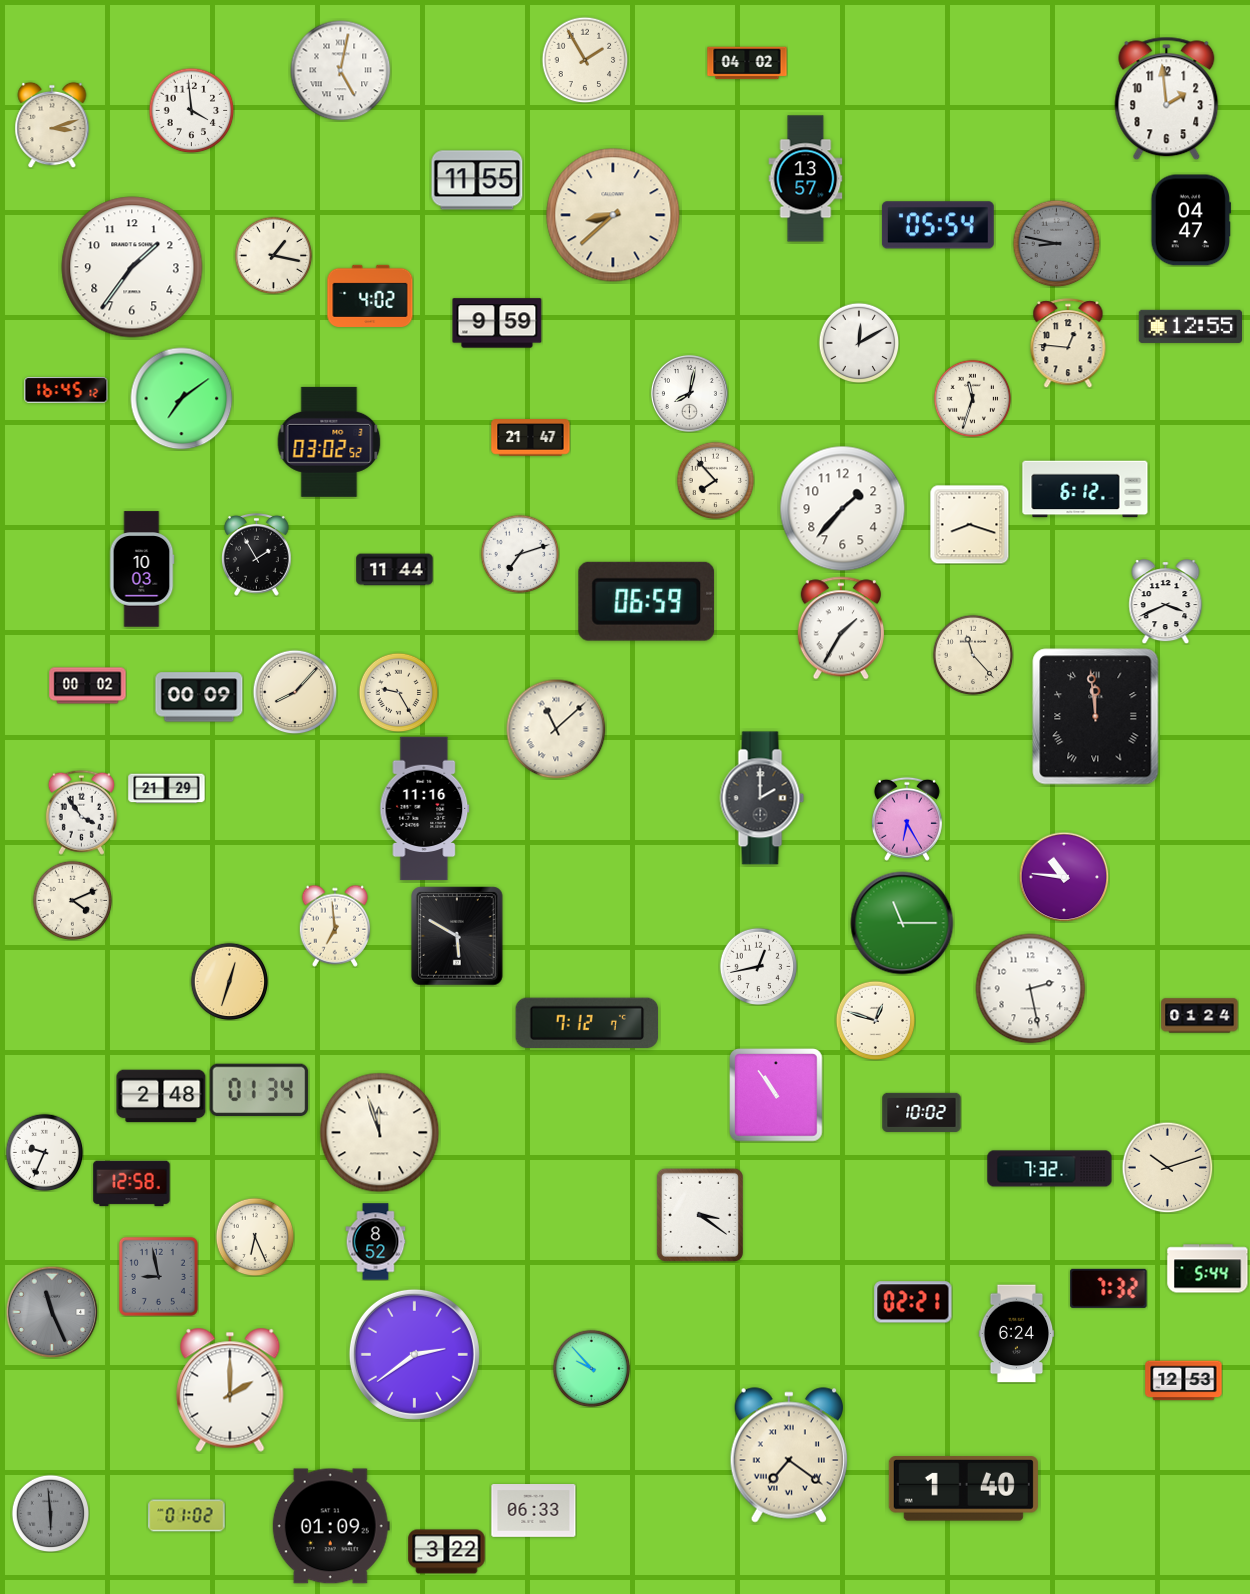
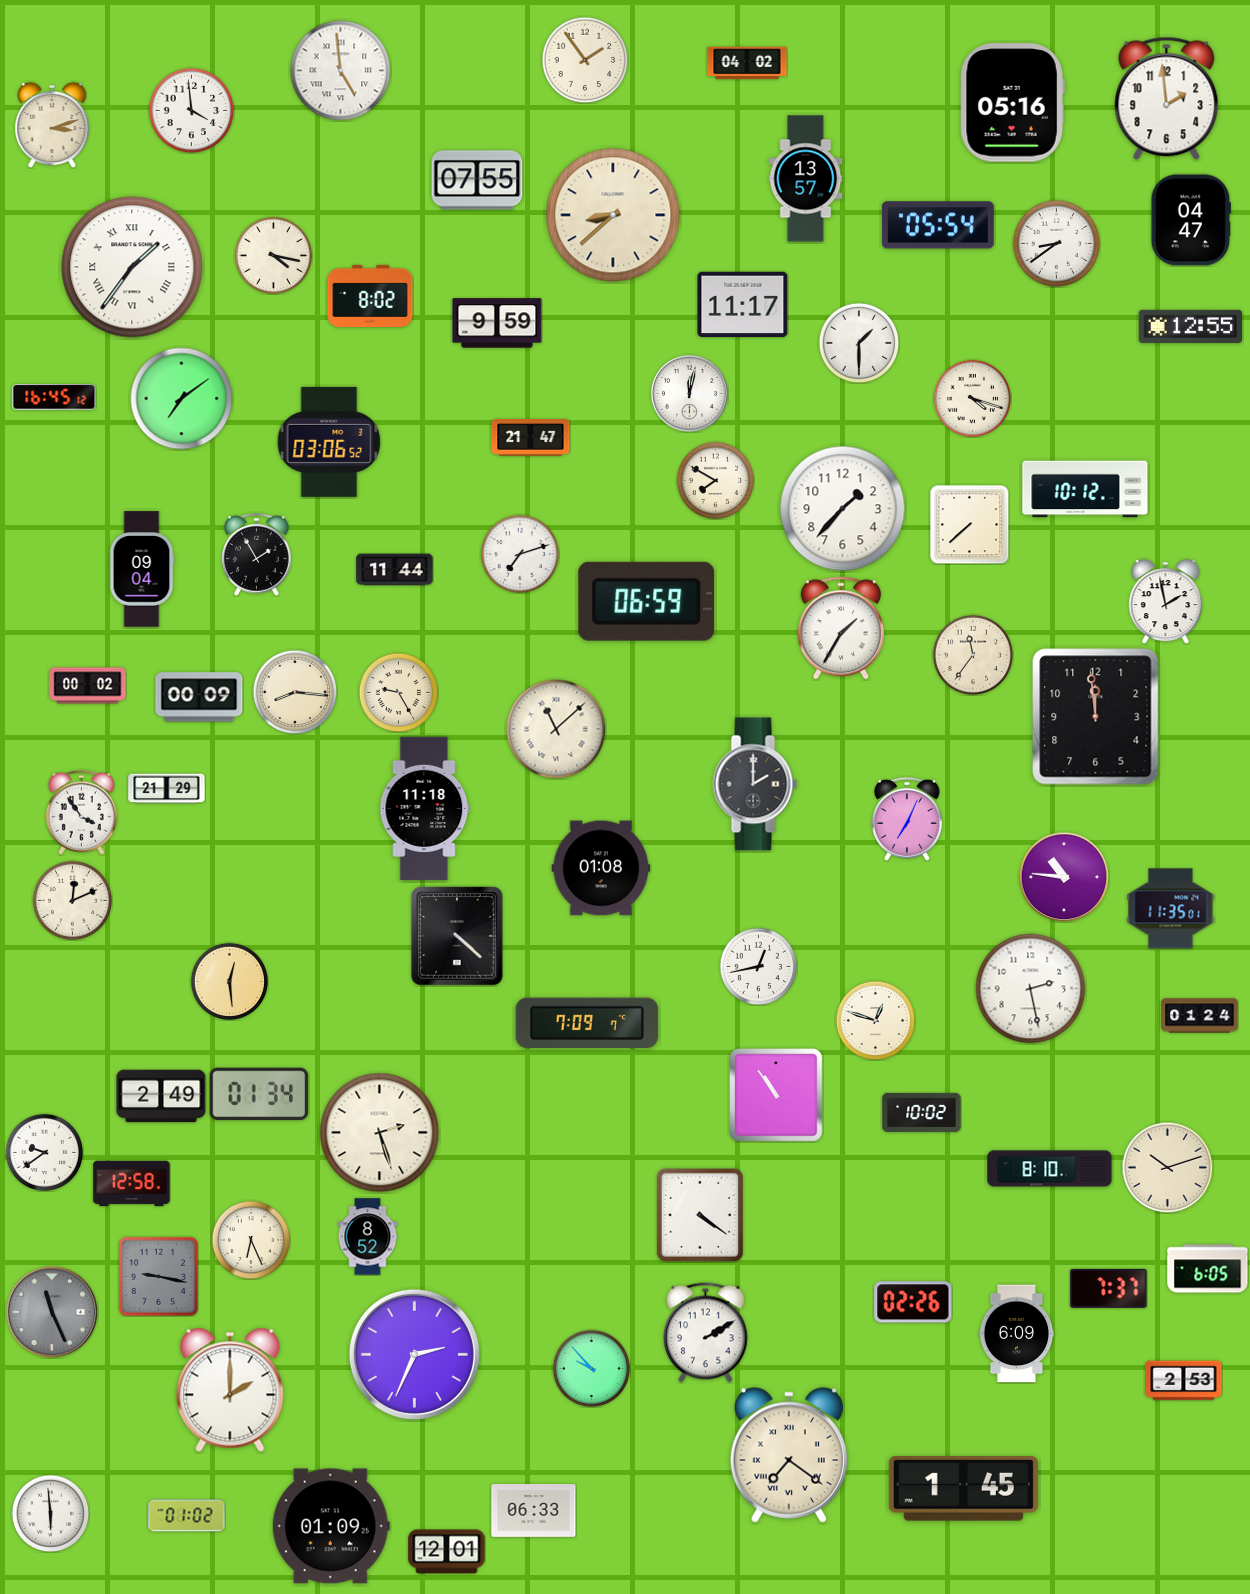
clock at (585, 60): 1:55 -> 1:54
clock at (341, 71): 5:02 -> 4:59
clock at (1012, 103): none -> 05:16
clock at (477, 180): 11:55 -> 07:55
clock at (1056, 243): 8:47 -> 8:39
clock at (1056, 243) dial: grey -> white
clock at (273, 255): 1:17 -> 4:17
clock at (132, 267) numerals: Arabic -> Roman
clock at (370, 296): 4:02 -> 8:02
clock at (743, 305): none -> 11:17
clock at (859, 343): 12:10 -> 1:30
clock at (1068, 343): 12:46 -> none
clock at (66, 390) position: (66, 390) -> (54, 397)
clock at (689, 393): 8:02 -> 12:02
clock at (972, 398): 11:33 -> 4:18
clock at (329, 442): 03:02 -> 03:06
clock at (715, 480): 7:53 -> 7:50
clock at (1085, 489): 6:12 -> 10:12
clock at (969, 524): 8:18 -> 7:38
clock at (142, 569): 10:03 -> 09:04
clock at (1166, 602): 3:41 -> 1:58
clock at (973, 655): 11:23 -> 11:36
clock at (295, 692): 8:07 -> 8:16
clock at (1096, 717) numerals: Roman -> Arabic
clock at (762, 798) position: (762, 798) -> (755, 784)
clock at (425, 809): 11:16 -> 11:18
clock at (907, 819): 6:25 -> 7:04
clock at (601, 868): none -> 01:08
clock at (72, 900): 4:11 -> 12:11
clock at (1171, 909): none -> 11:35
clock at (902, 923): 11:15 -> none
clock at (335, 926): 6:59 -> none
clock at (457, 936): 5:50 -> 4:22
clock at (229, 981): 12:33 -> 12:29
clock at (587, 1022): 7:12 -> 7:09
clock at (259, 1090) position: (259, 1090) -> (259, 1094)
clock at (161, 1096): 2:48 -> 2:49
clock at (380, 1133): 11:57 -> 2:27
clock at (44, 1152): 9:34 -> 9:39
clock at (1050, 1169): 7:32 -> 8:10
clock at (700, 1215): 3:21 -> 4:21
clock at (255, 1237) position: (255, 1237) -> (251, 1240)
clock at (376, 1242) position: (376, 1242) -> (368, 1237)
clock at (1208, 1269): 5:44 -> 6:05
clock at (158, 1276): 8:58 -> 9:17
clock at (1109, 1288): 7:32 -> 7:37
clock at (913, 1302): 02:21 -> 02:26
clock at (706, 1333): none -> 2:10
clock at (1017, 1334): 6:24 -> 6:09
clock at (414, 1354): 2:39 -> 2:34
clock at (1184, 1381): 12:53 -> 2:53
clock at (963, 1489): 1:40 -> 1:45
clock at (50, 1513) dial: grey -> white
clock at (447, 1552): 3:22 -> 12:01
